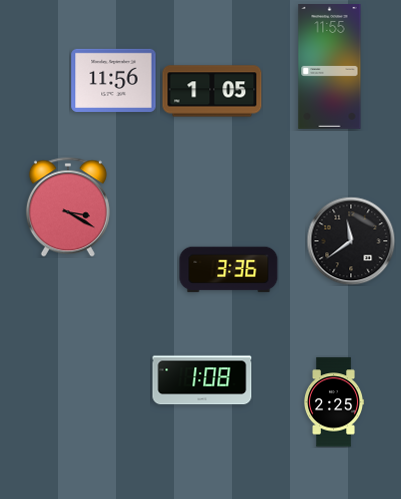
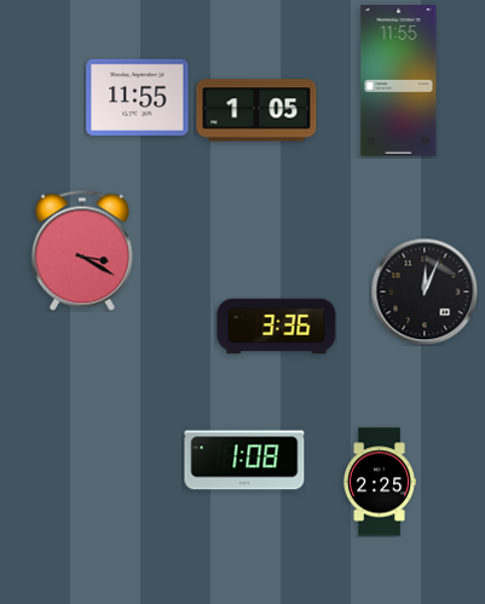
clock at (114, 80): 11:56 -> 11:55
clock at (351, 241): 11:39 -> 12:04
clock at (334, 402) position: (334, 402) -> (380, 482)
